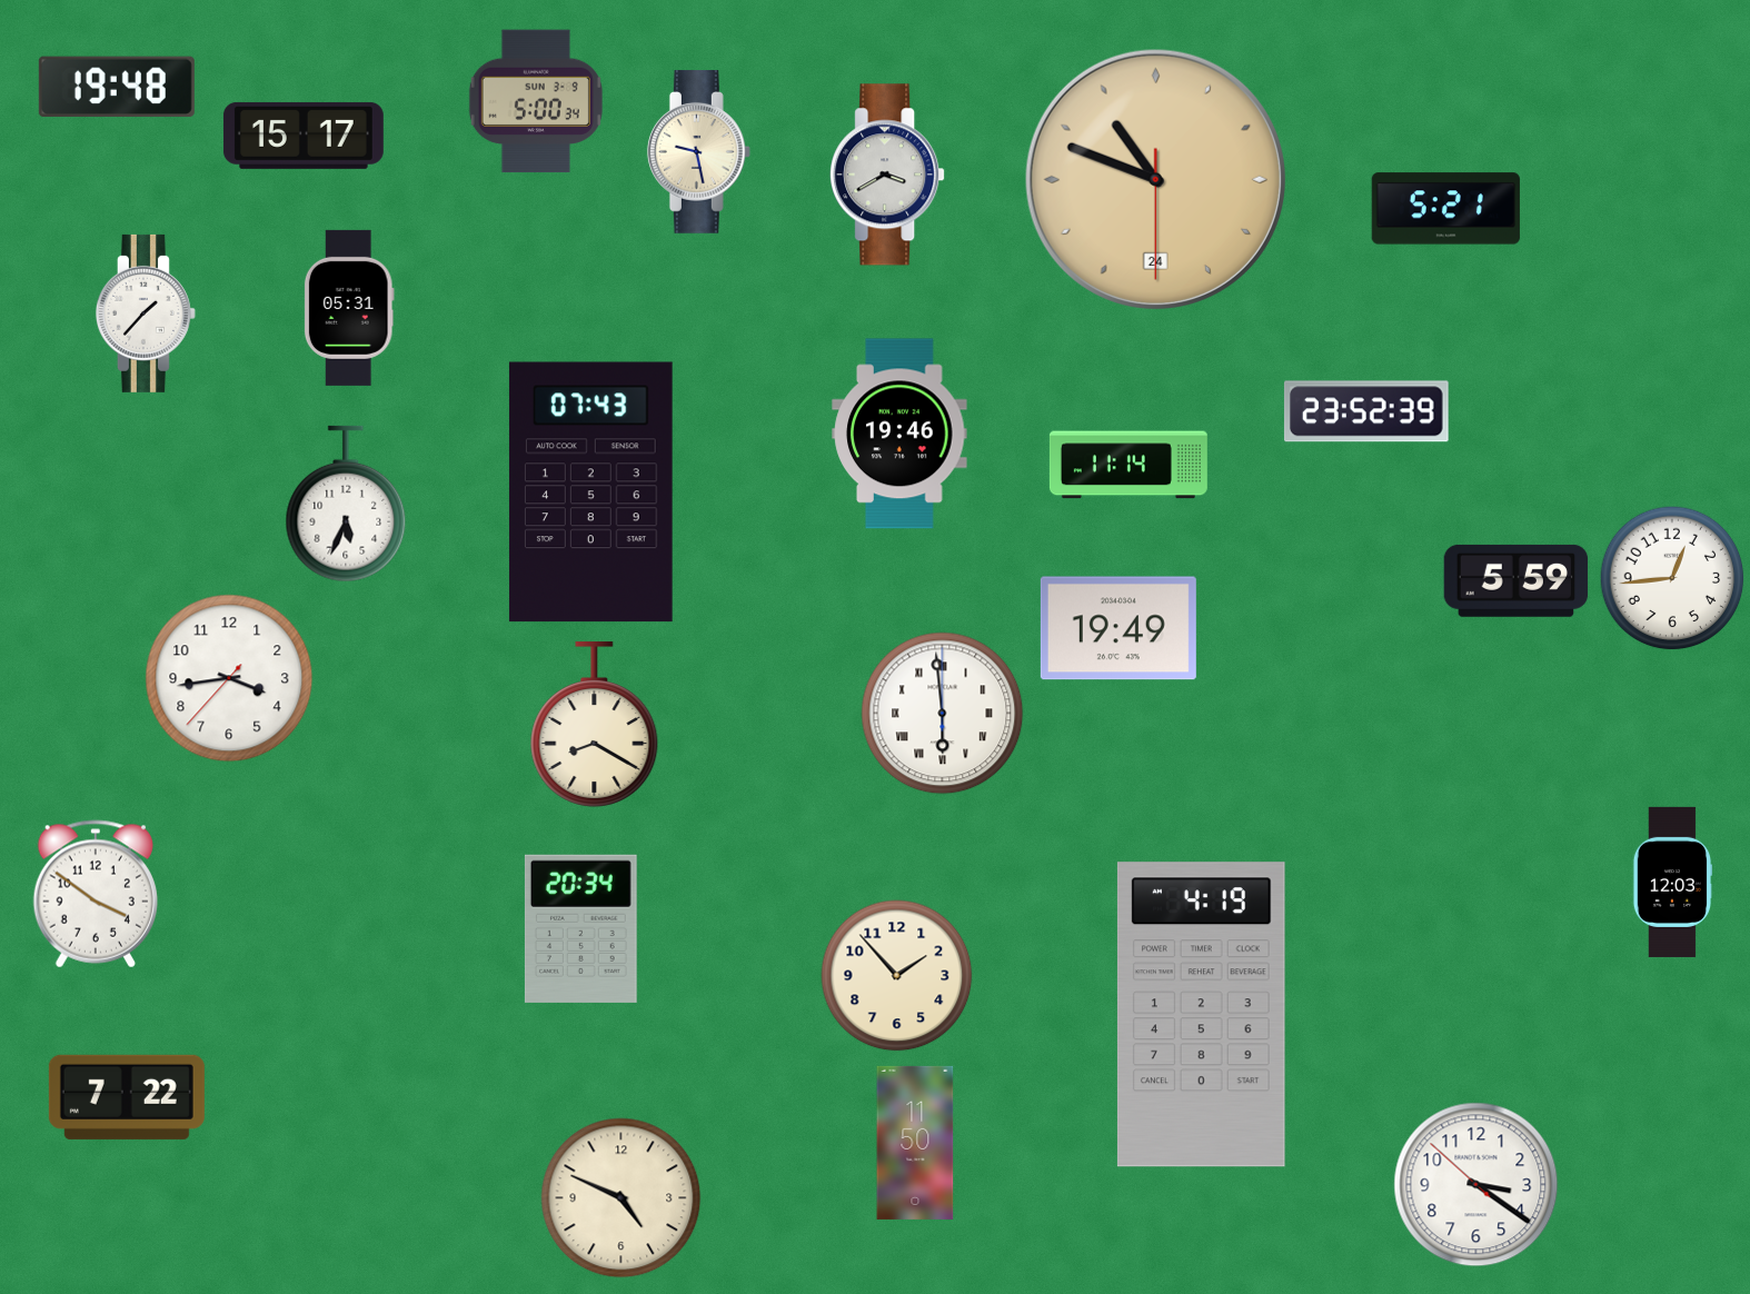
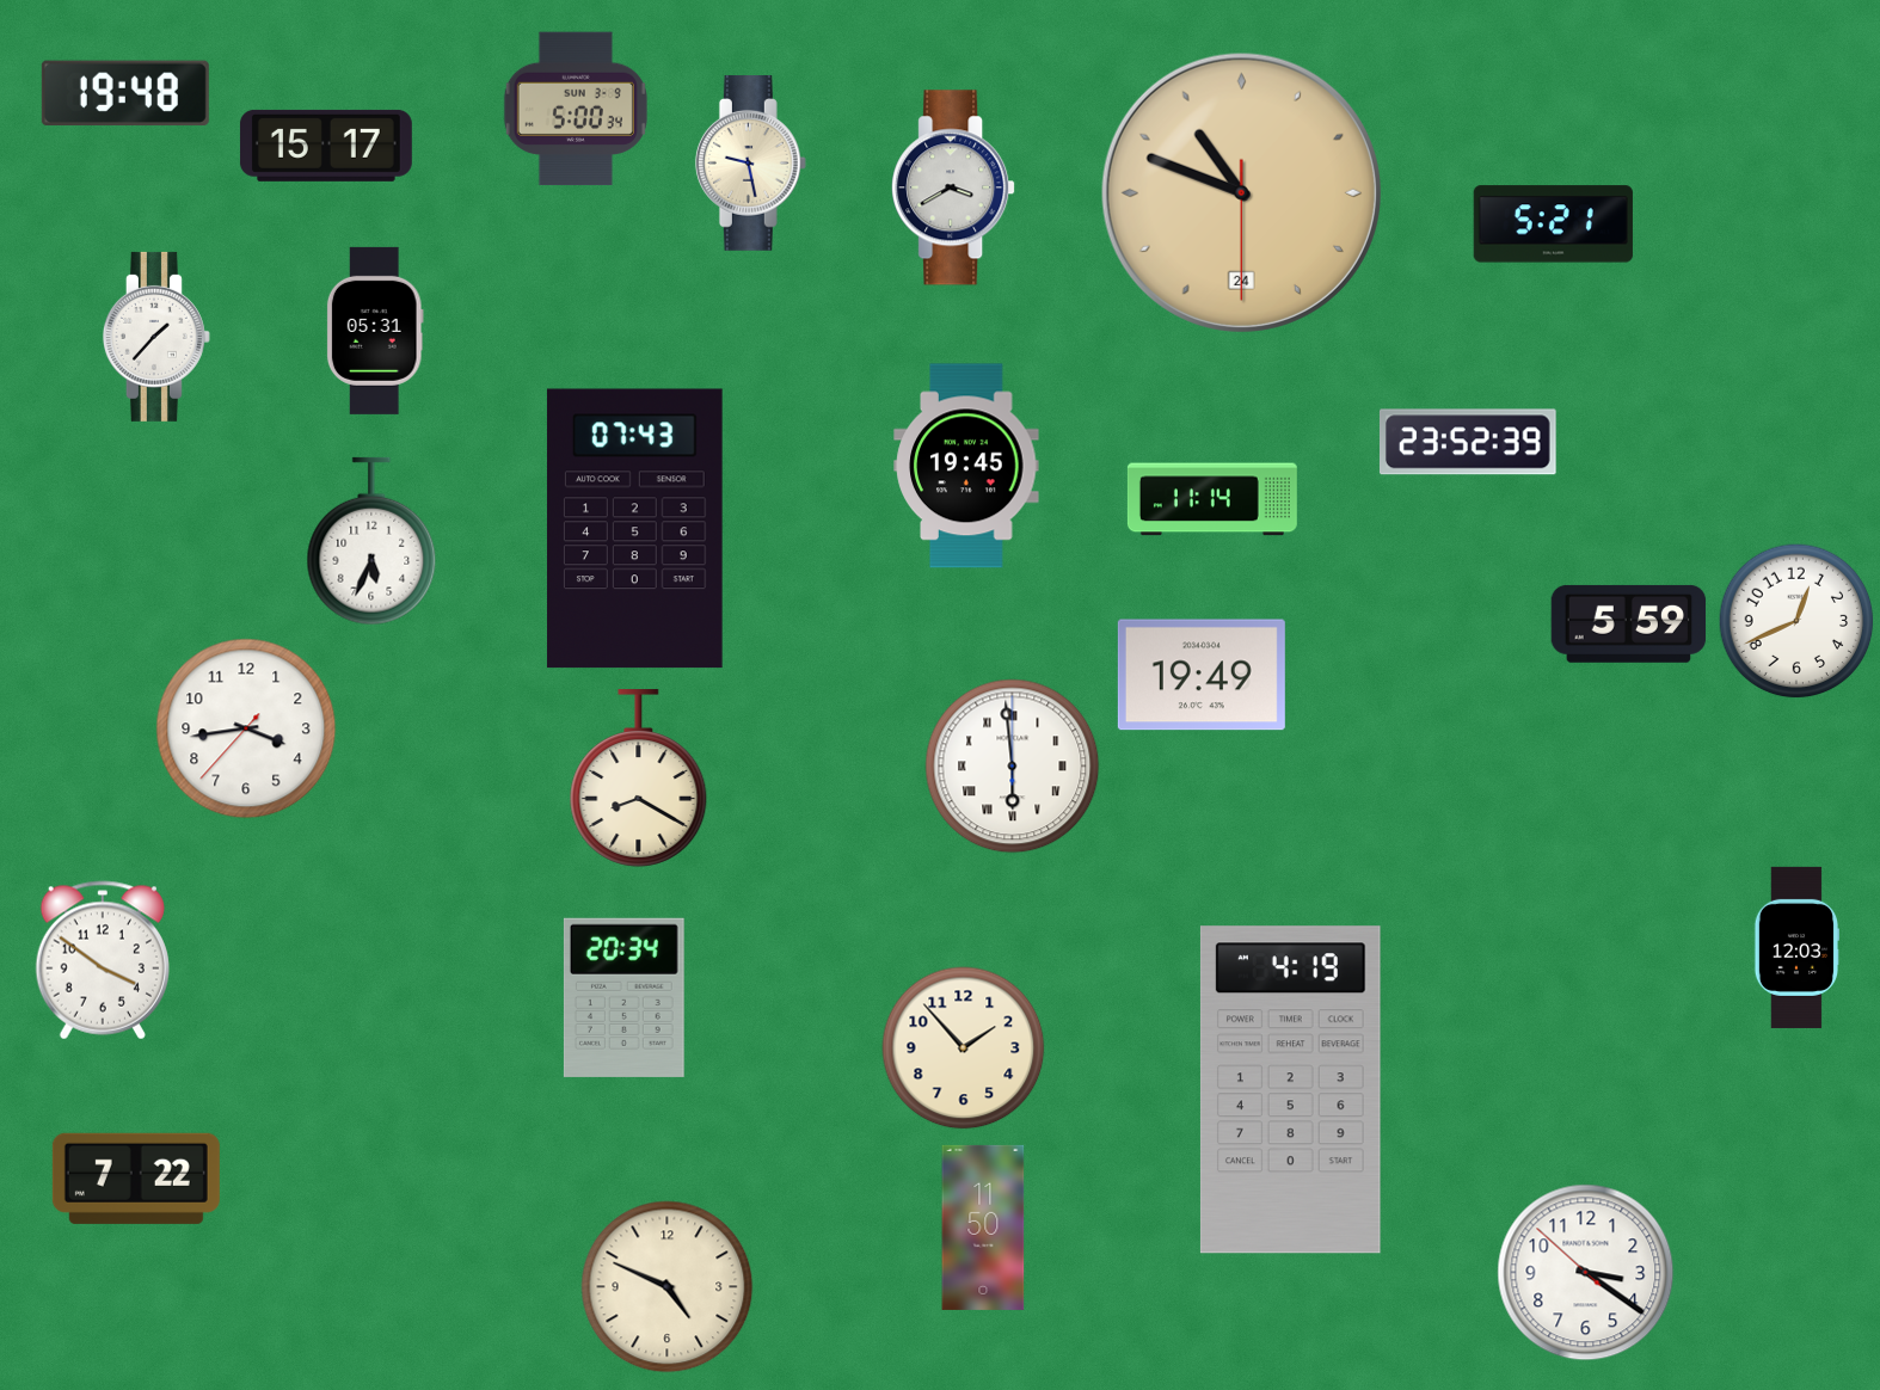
clock at (899, 434): 19:46 -> 19:45
clock at (1672, 578): 12:44 -> 12:41
